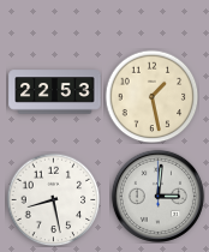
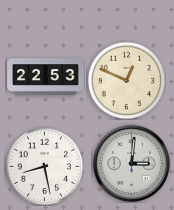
clock at (151, 96): 1:28 -> 12:49
